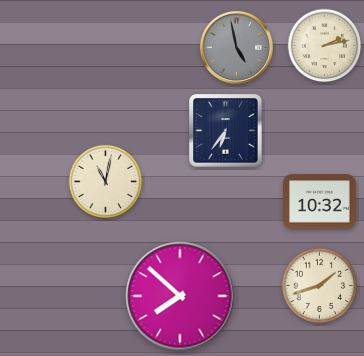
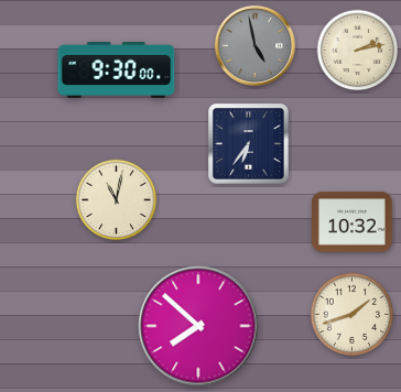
clock at (236, 47) position: (236, 47) -> (254, 45)
clock at (117, 69): none -> 9:30
